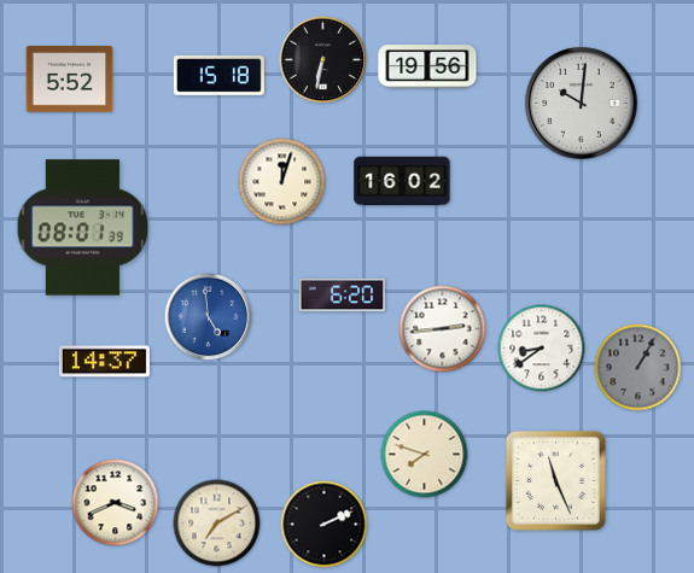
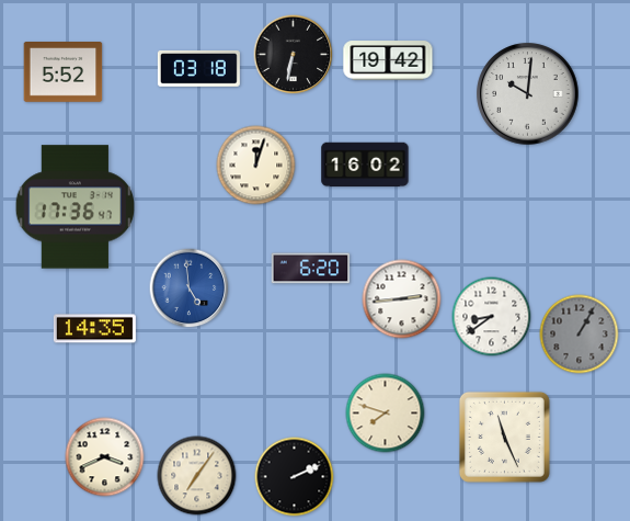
clock at (427, 66): 19:56 -> 19:42
clock at (218, 76): 15:18 -> 03:18
clock at (83, 228): 08:01 -> 17:36
clock at (104, 362): 14:37 -> 14:35
clock at (217, 524): 7:10 -> 7:06
